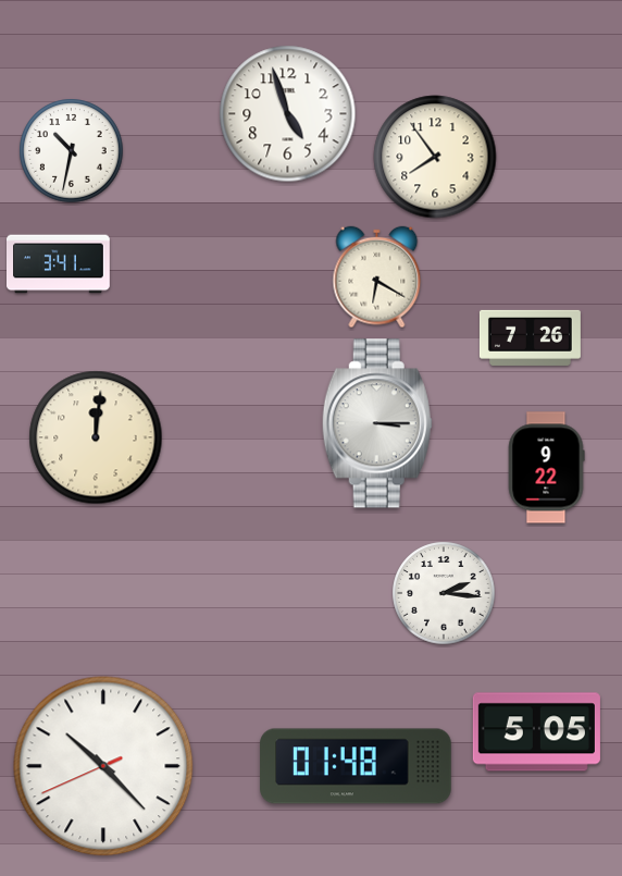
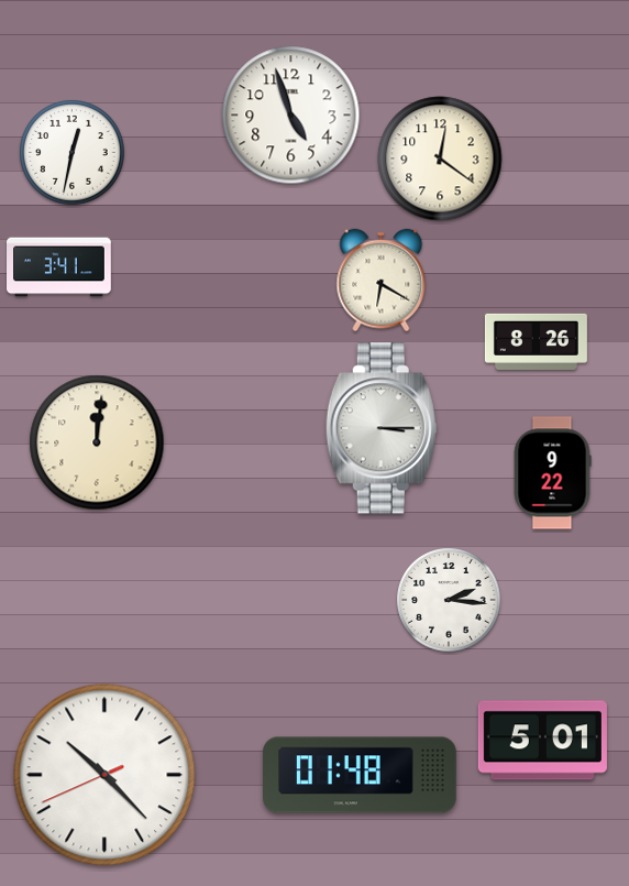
clock at (72, 151): 10:32 -> 12:32
clock at (435, 157): 7:54 -> 12:21
clock at (530, 337): 7:26 -> 8:26
clock at (536, 732): 5:05 -> 5:01
